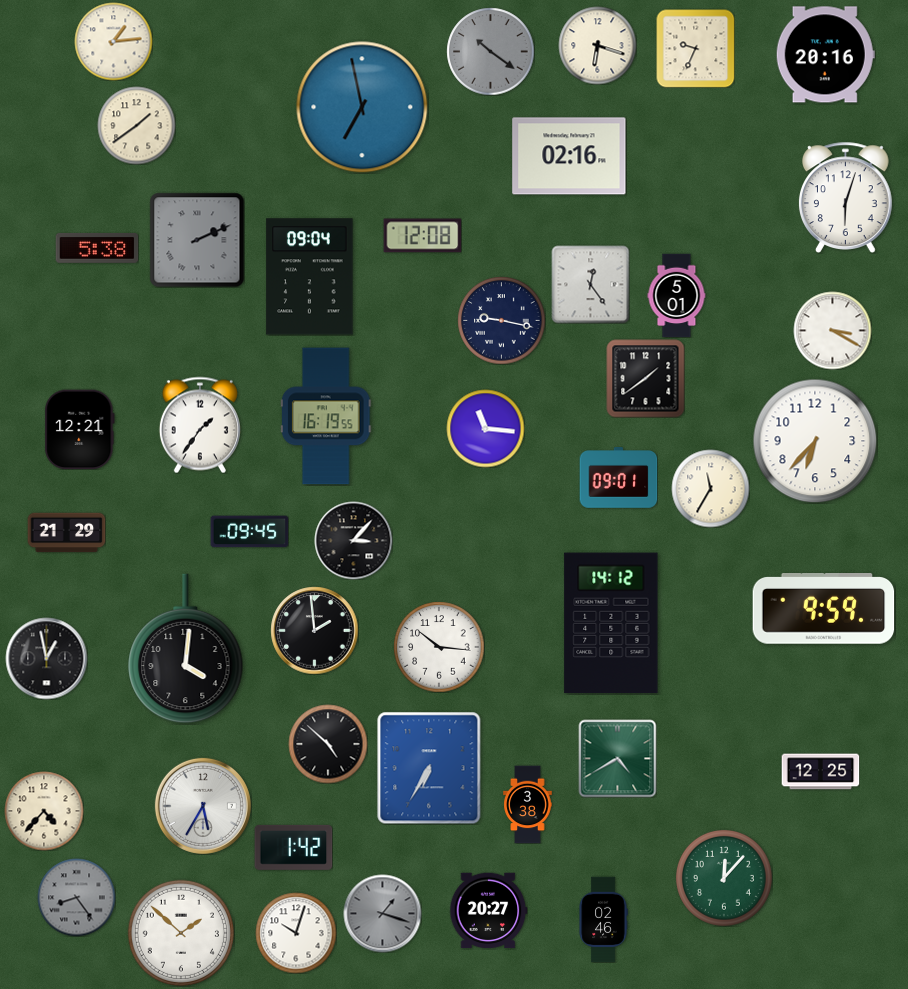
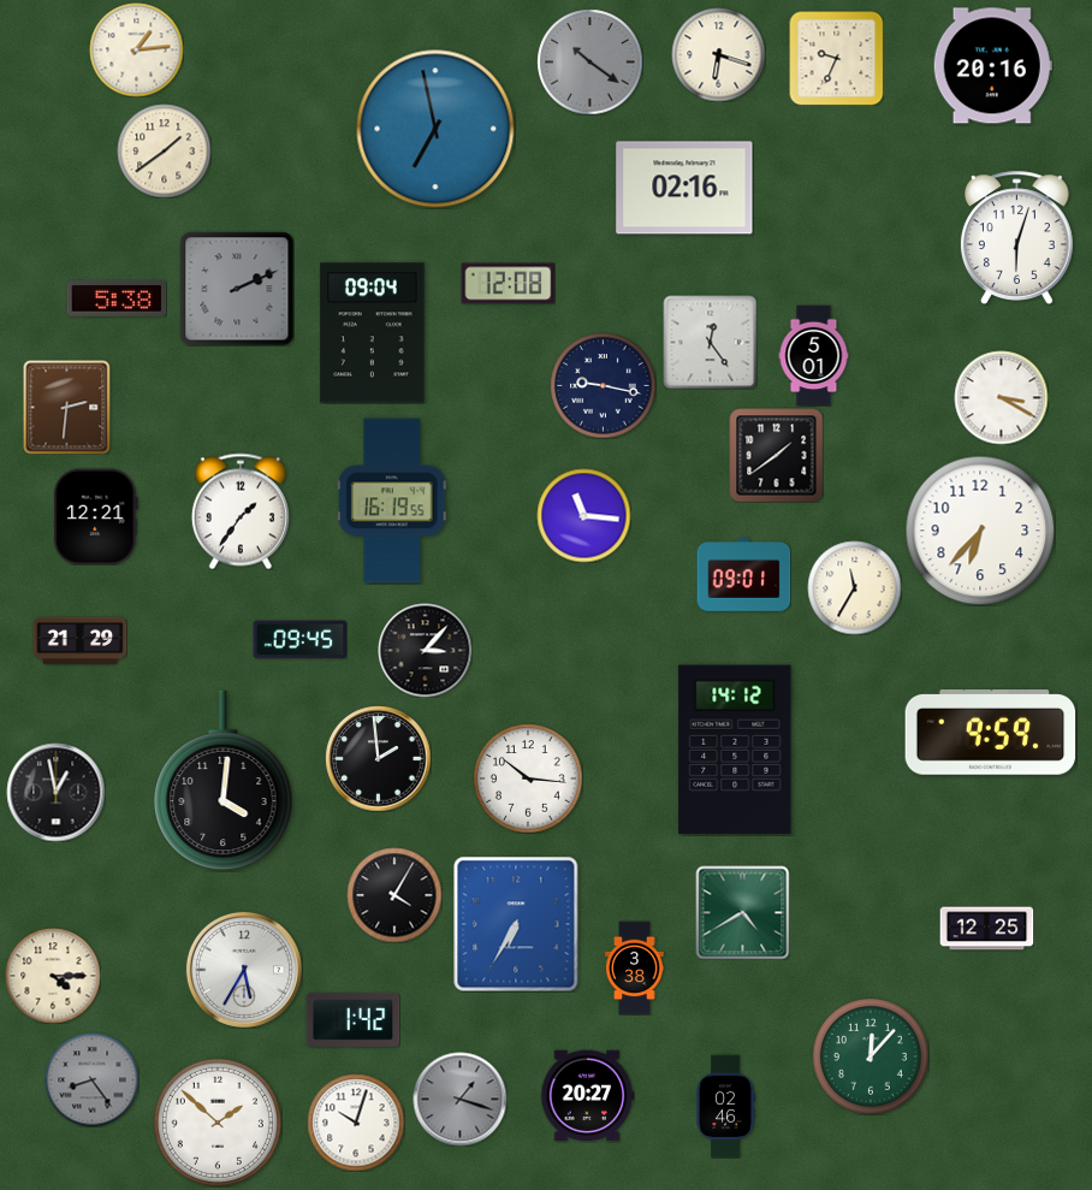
clock at (67, 407): none -> 2:31
clock at (328, 744): 4:52 -> 4:05
clock at (44, 811): 4:37 -> 4:15
